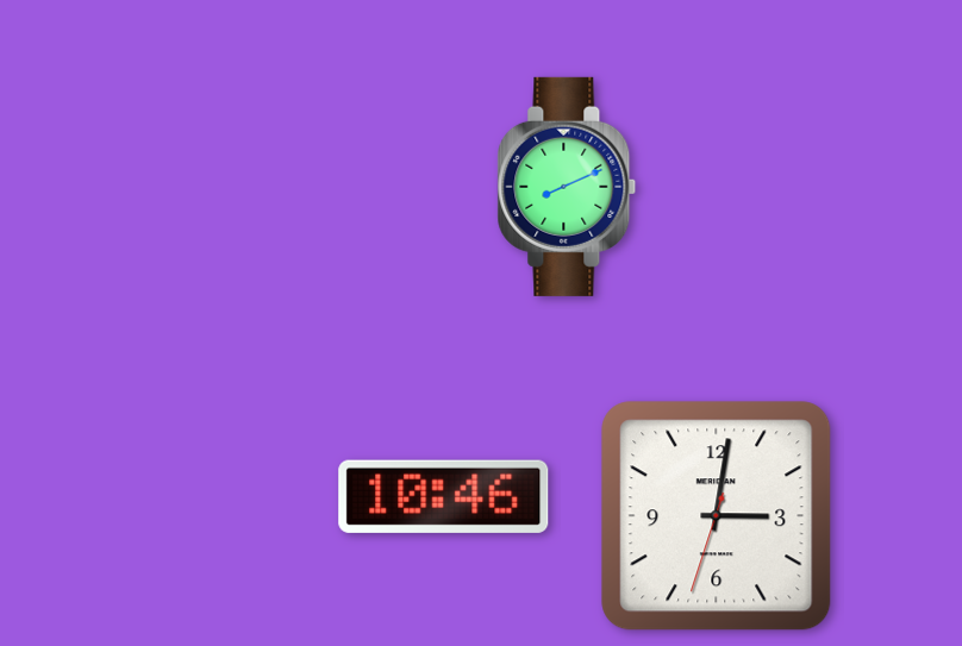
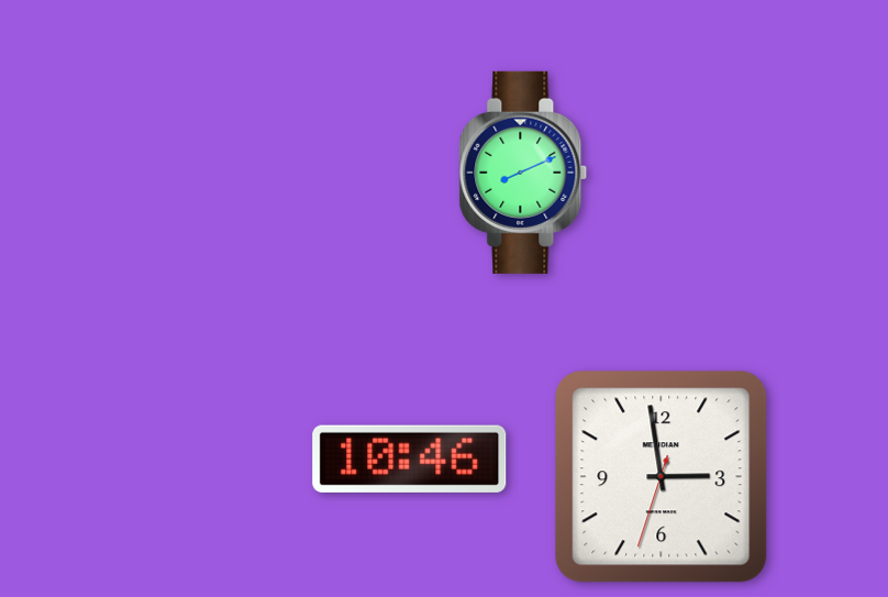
clock at (717, 516): 3:01 -> 2:58
